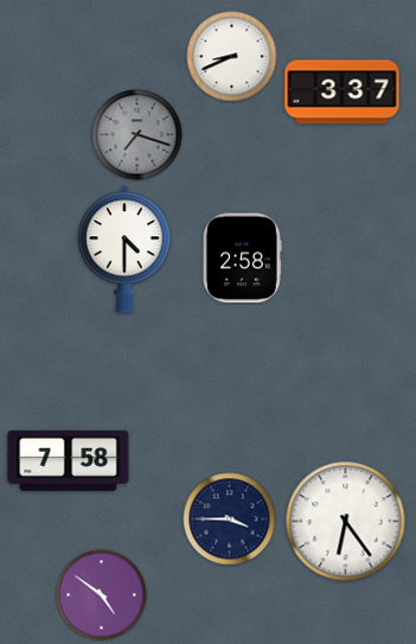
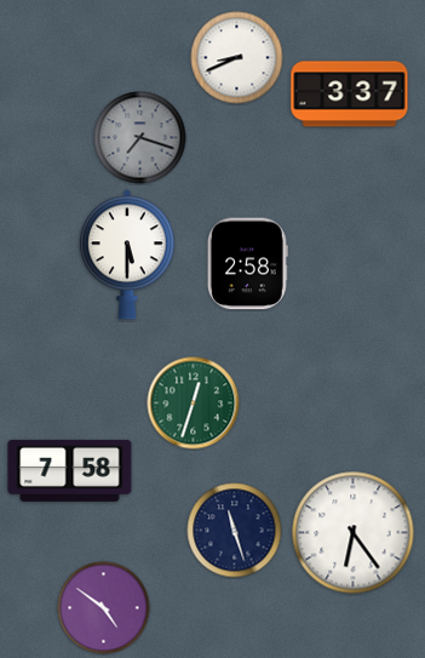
clock at (124, 249): 4:30 -> 5:30
clock at (194, 404): none -> 12:33
clock at (230, 519): 3:45 -> 11:27
